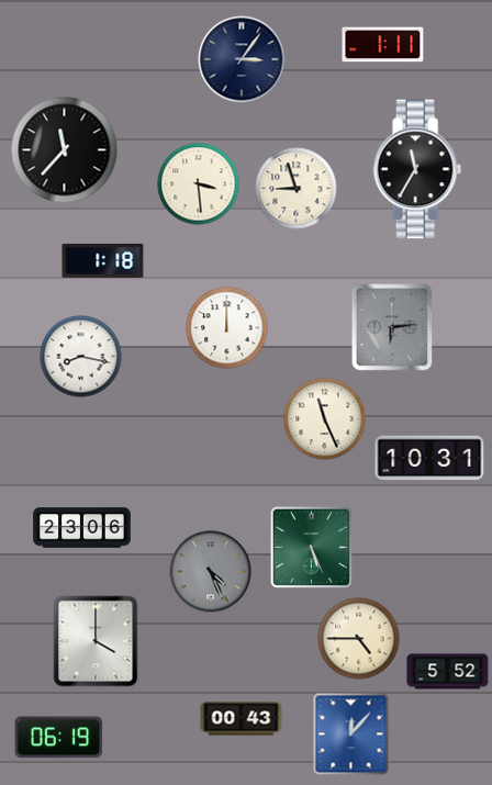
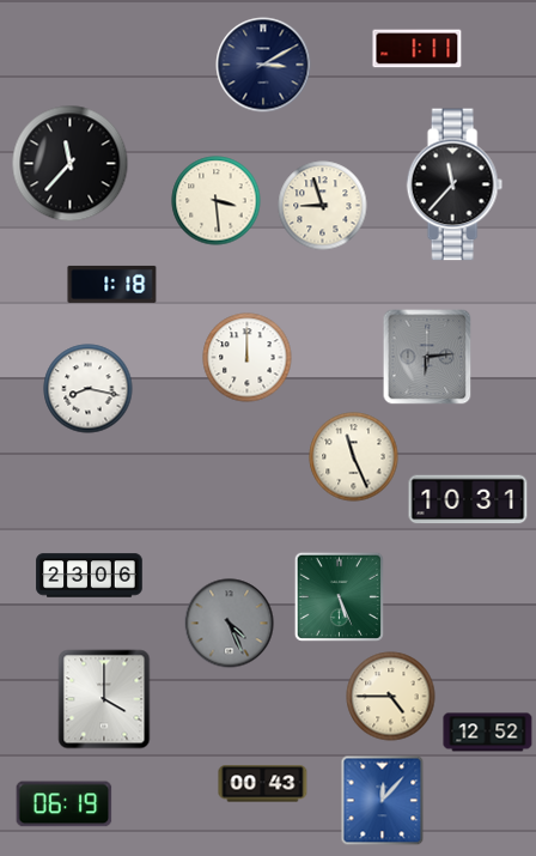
clock at (242, 59): 3:06 -> 3:10
clock at (417, 169): 11:35 -> 11:37
clock at (448, 672): 5:52 -> 12:52
